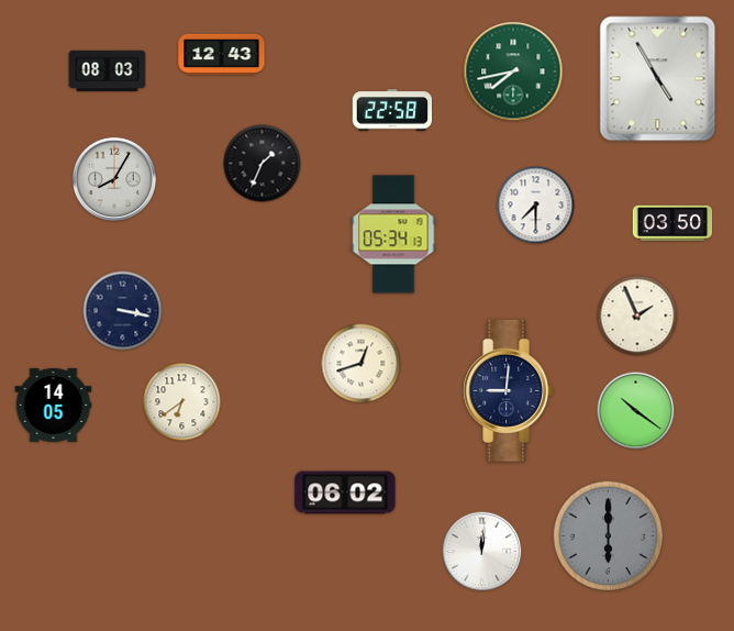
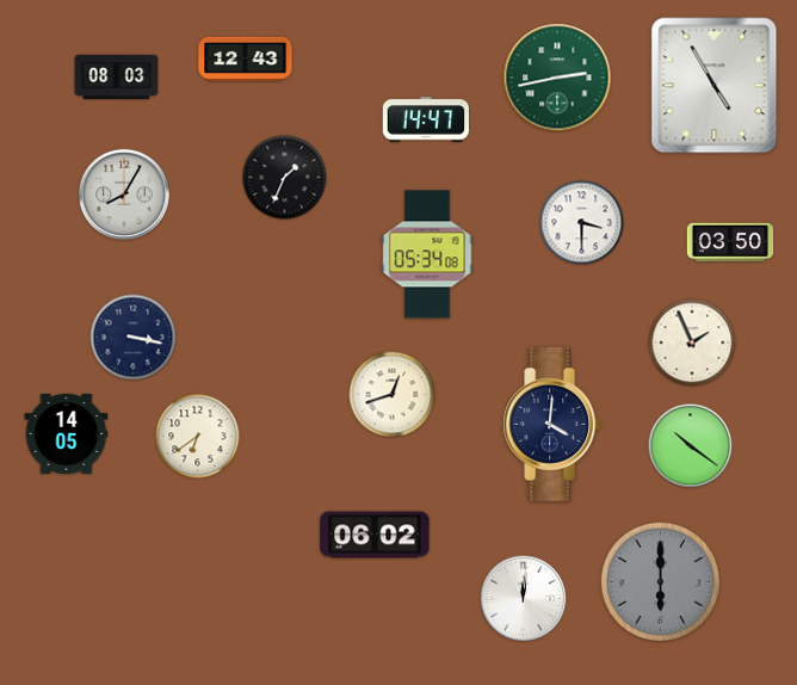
clock at (222, 54) position: (222, 54) -> (246, 58)
clock at (513, 71): 7:43 -> 2:43
clock at (391, 110): 22:58 -> 14:47
clock at (536, 206): 7:30 -> 3:30
clock at (393, 234): 05:34:13 -> 05:34:08
clock at (509, 391): 9:01 -> 4:01
clock at (54, 405) position: (54, 405) -> (67, 433)
